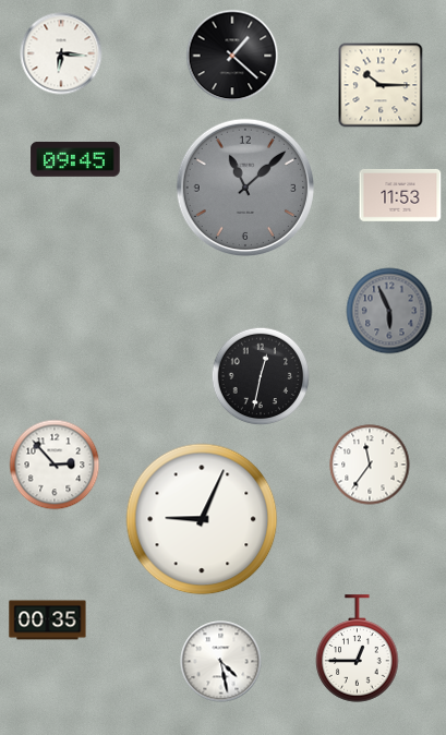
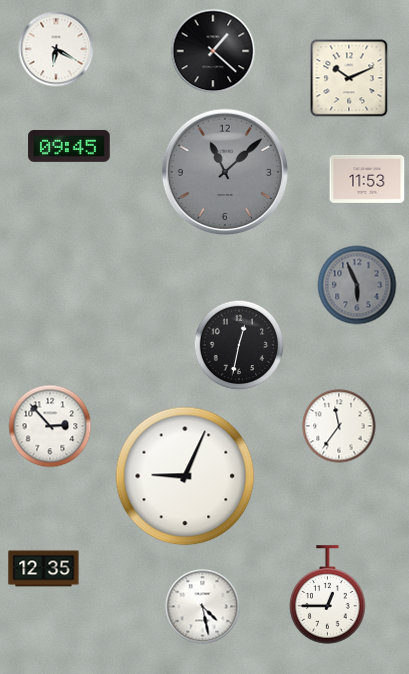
clock at (61, 53): 6:16 -> 6:20
clock at (381, 85): 10:15 -> 10:11
clock at (48, 620): 00:35 -> 12:35
